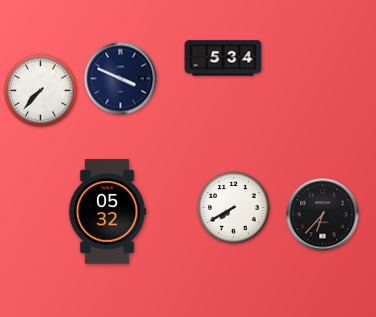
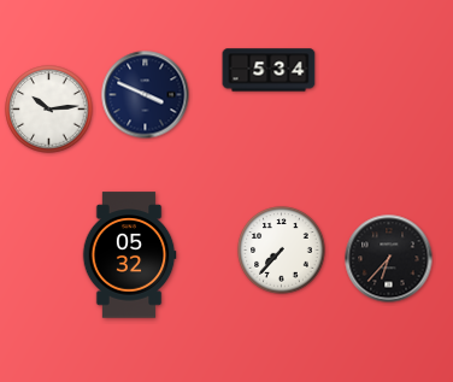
clock at (41, 91): 7:37 -> 10:14
clock at (234, 208): 7:40 -> 7:37
